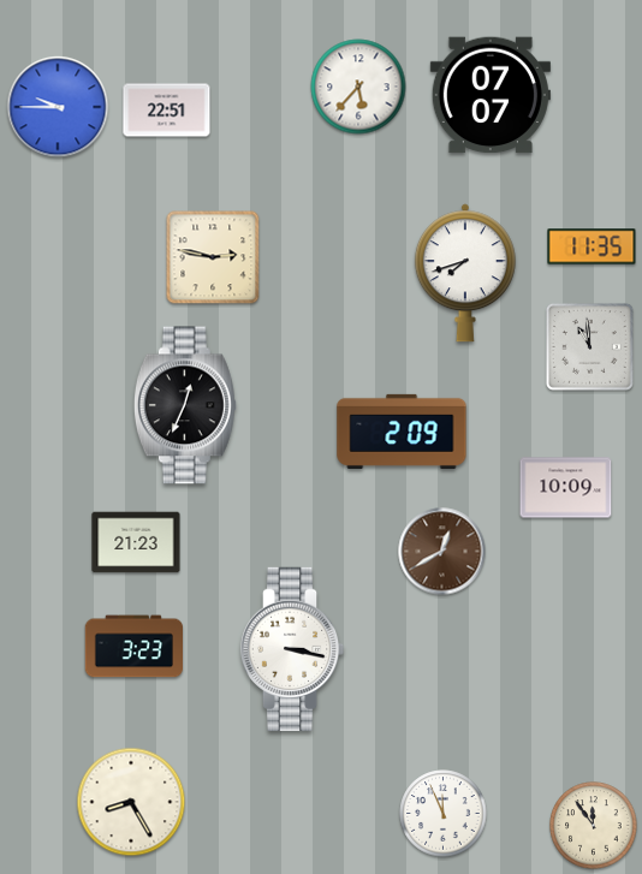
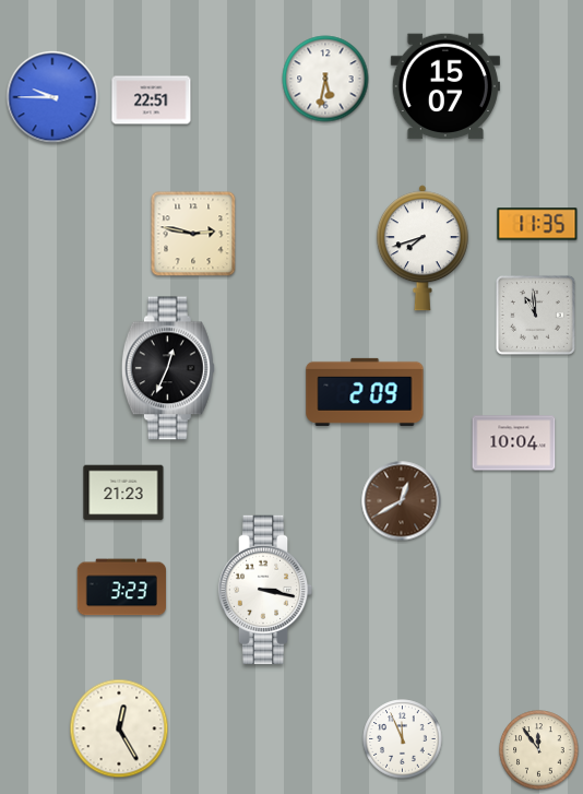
clock at (358, 87): 5:37 -> 5:32
clock at (491, 95): 07:07 -> 15:07
clock at (566, 488): 10:09 -> 10:04
clock at (131, 802): 8:25 -> 12:25
